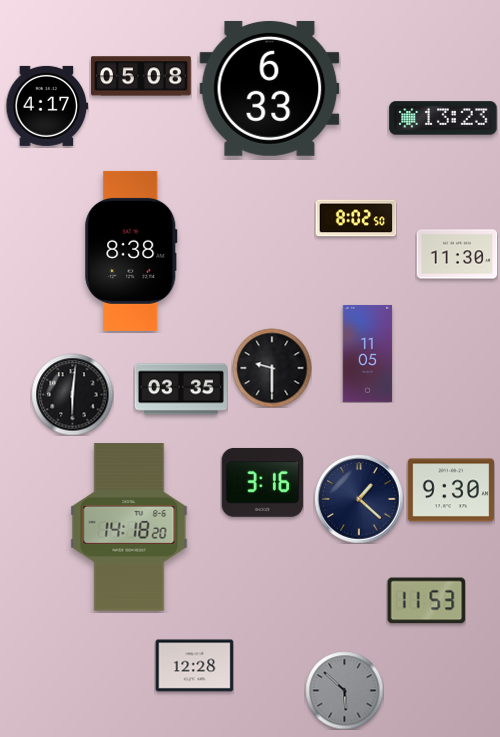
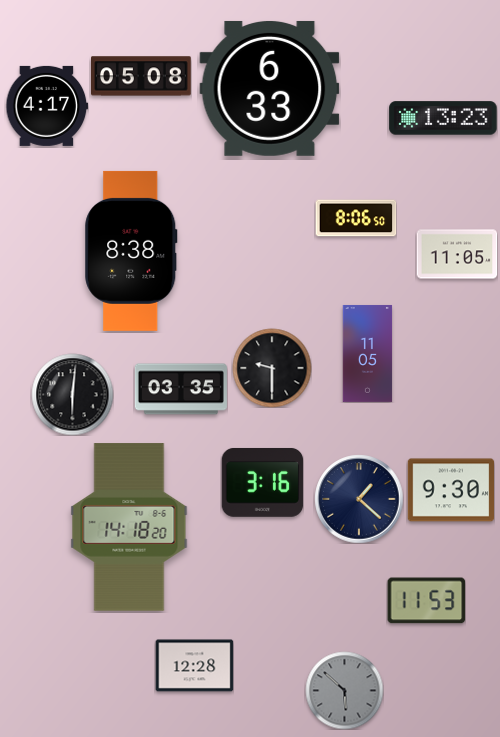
clock at (356, 218): 8:02 -> 8:06
clock at (457, 254): 11:30 -> 11:05
